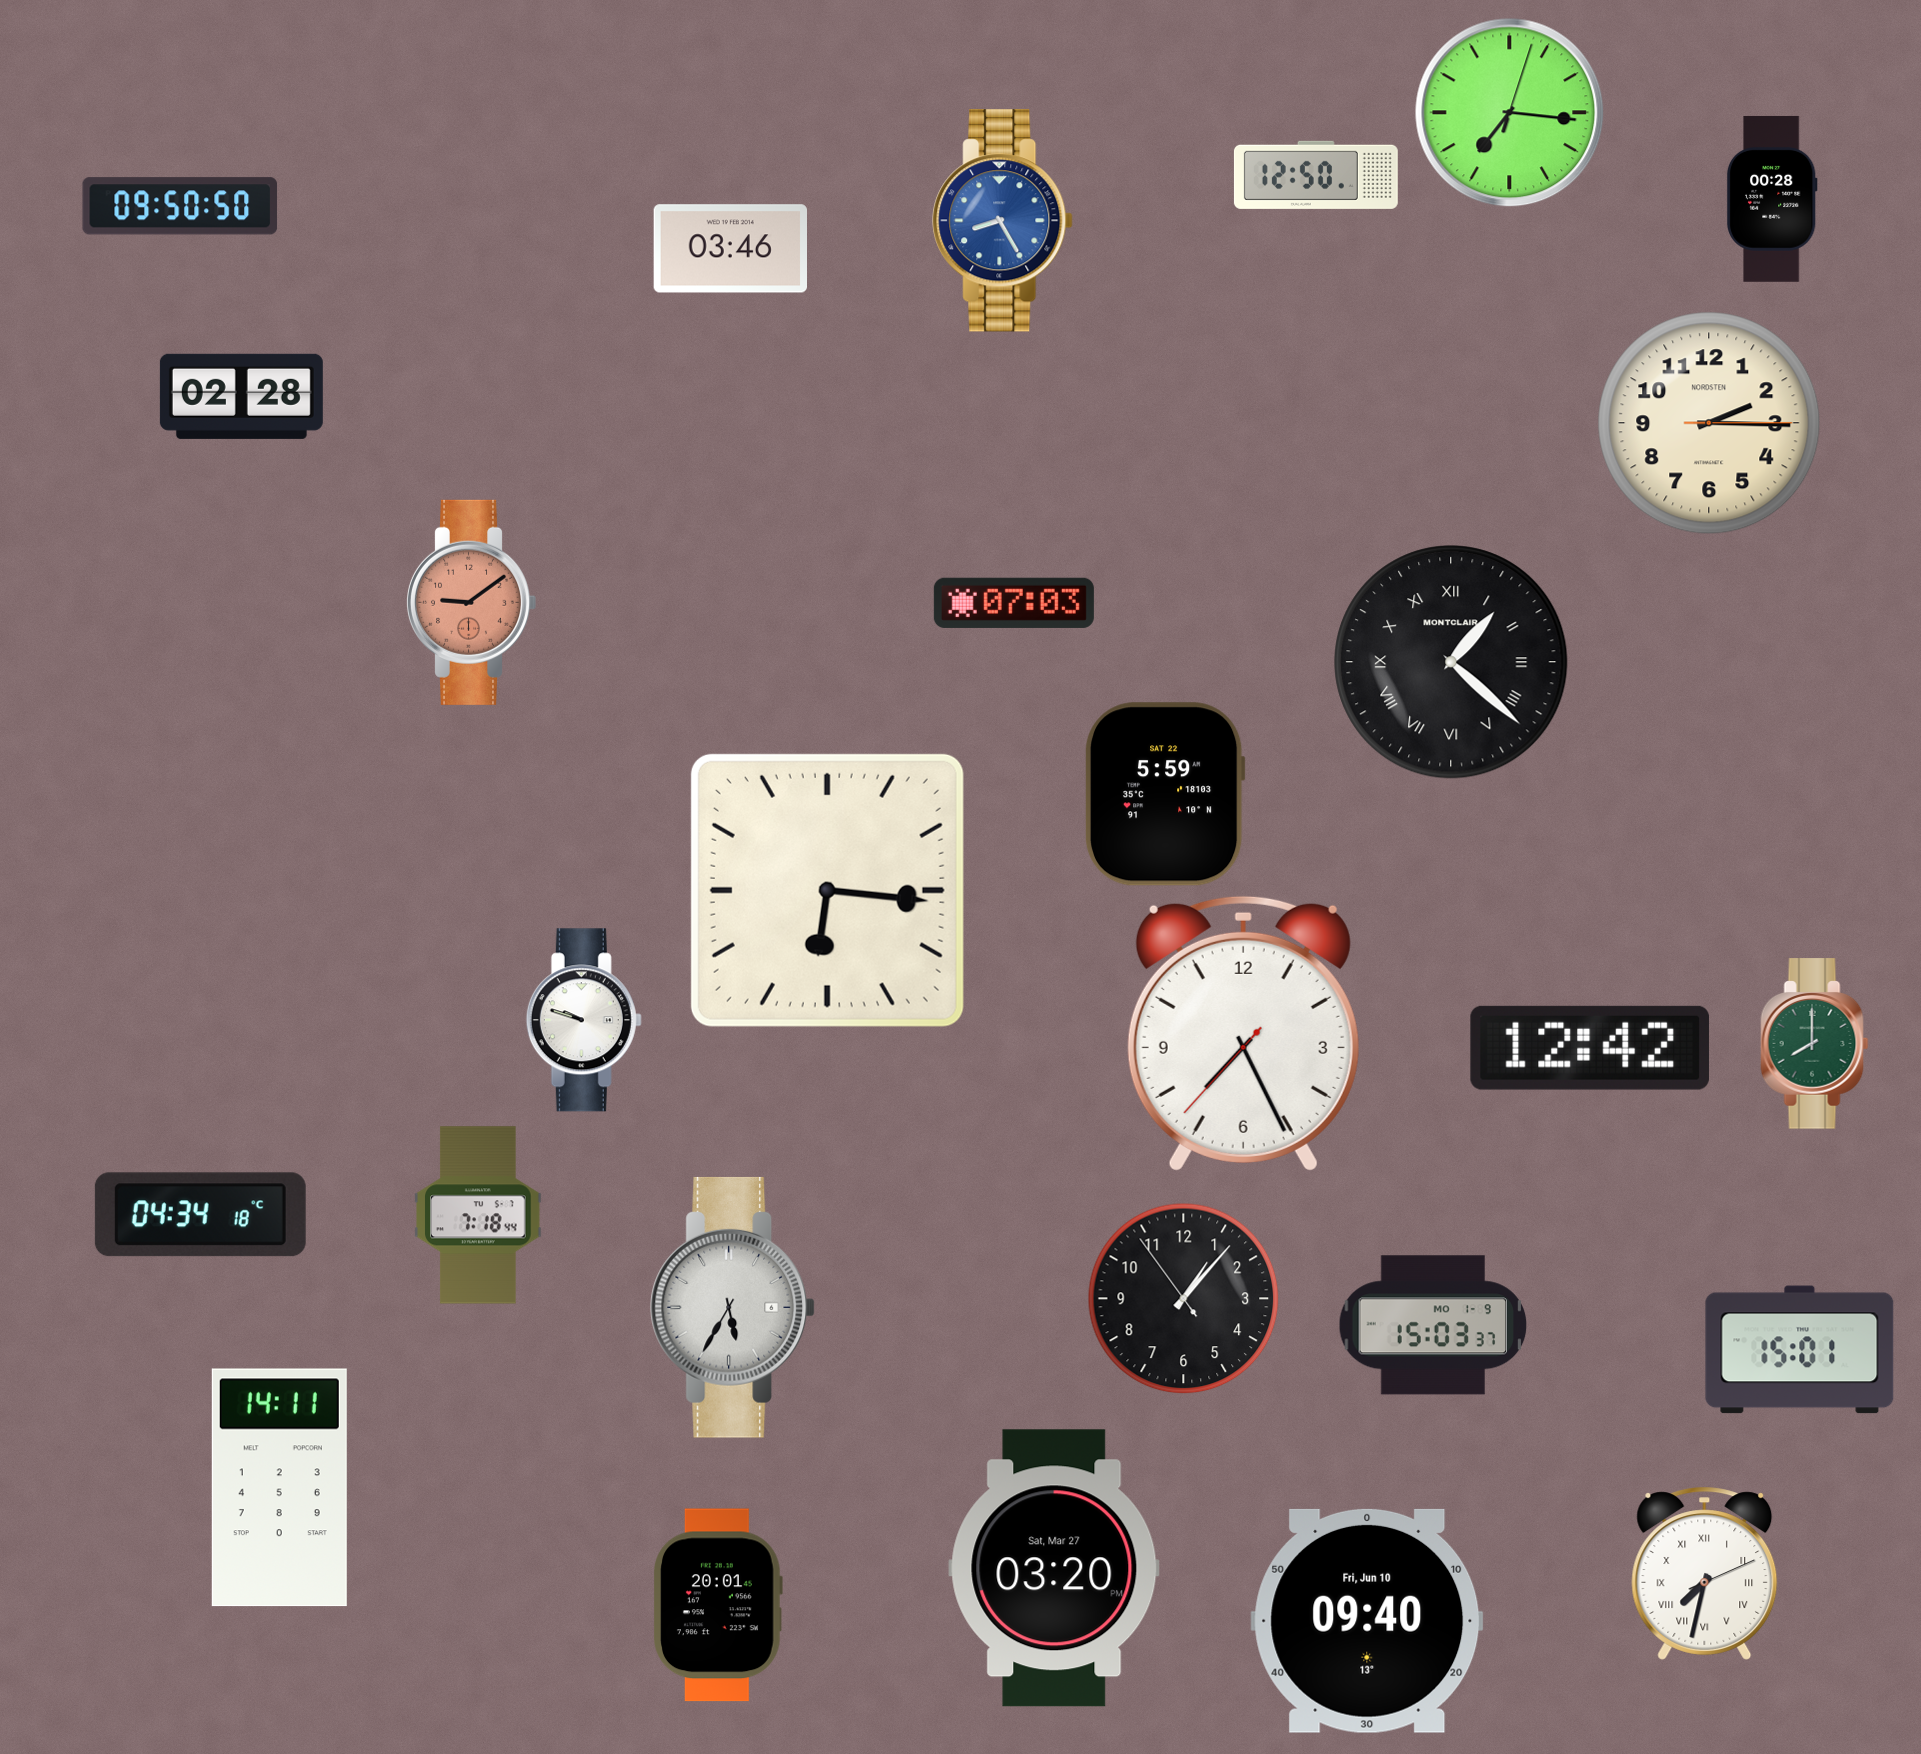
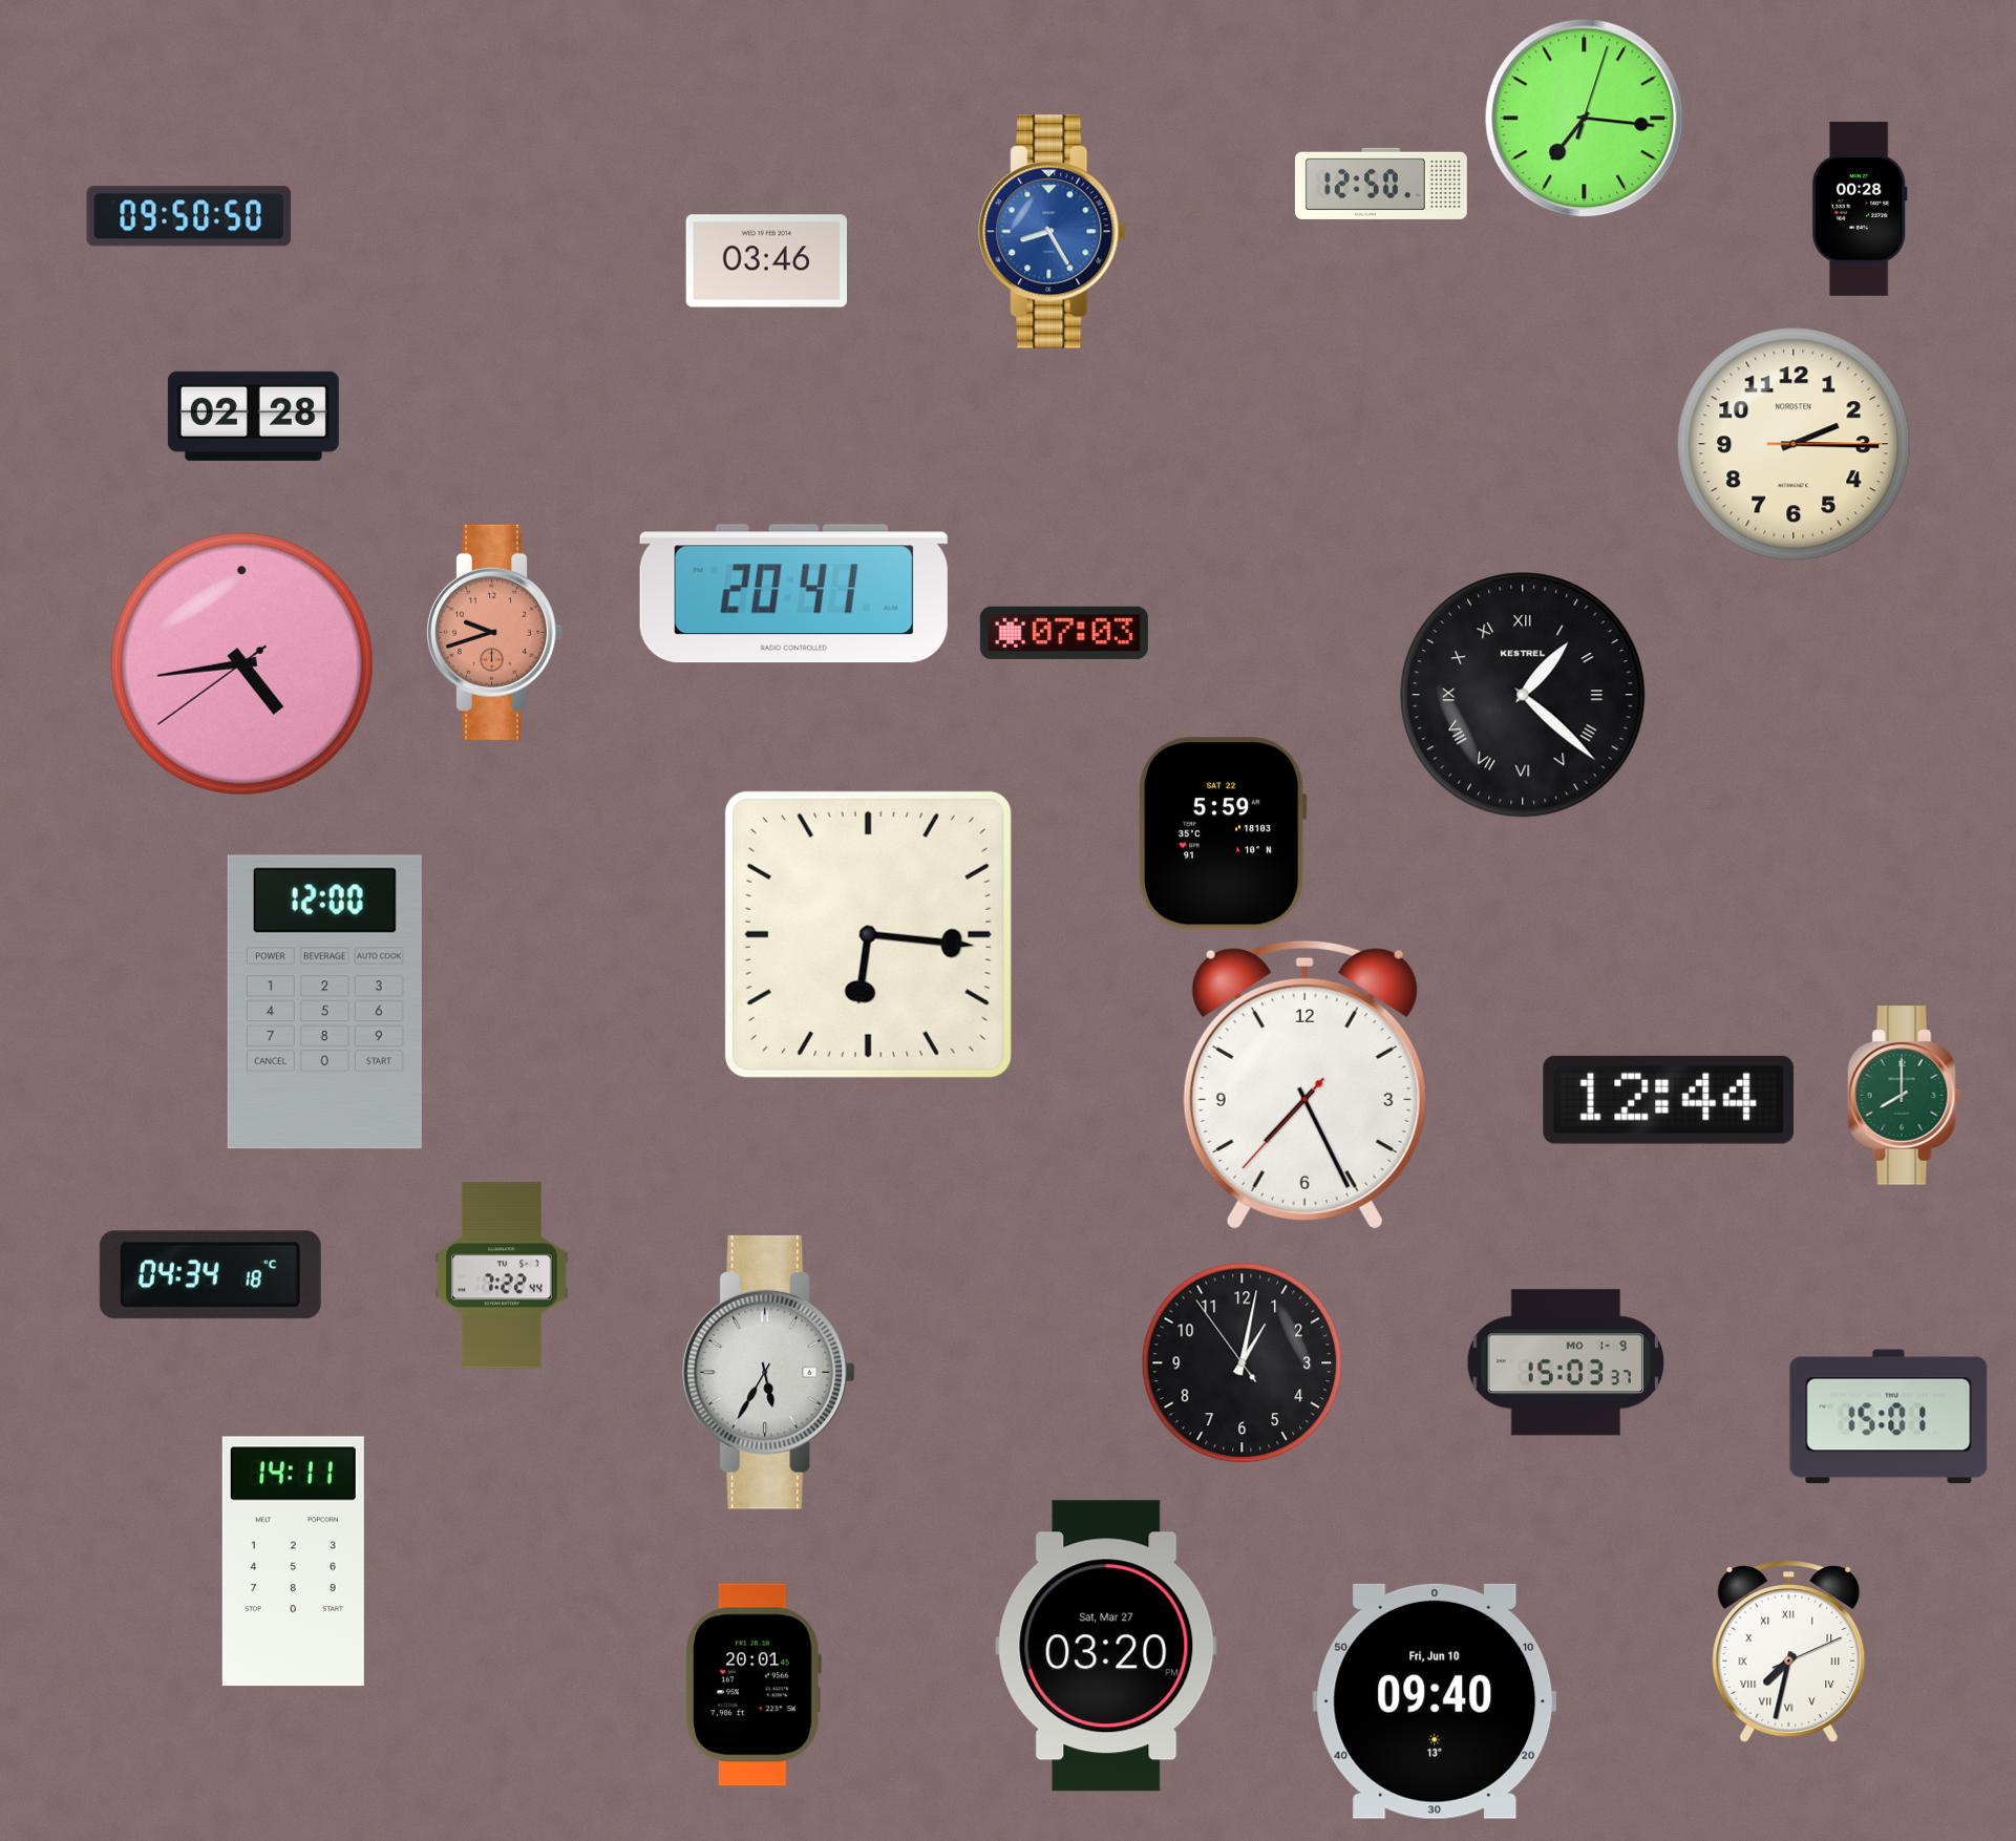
clock at (793, 594): none -> 20:41
clock at (471, 602): 9:09 -> 9:42
clock at (241, 663): none -> 4:43
clock at (1451, 662) brand: MONTCLAIR -> KESTREL
clock at (324, 1002): none -> 12:00
clock at (584, 1020): 9:48 -> none
clock at (1590, 1048): 12:42 -> 12:44
clock at (478, 1215): 7:18 -> 7:22
clock at (1184, 1299): 1:06 -> 1:01
clock at (1433, 1325) position: (1433, 1325) -> (1566, 1362)
